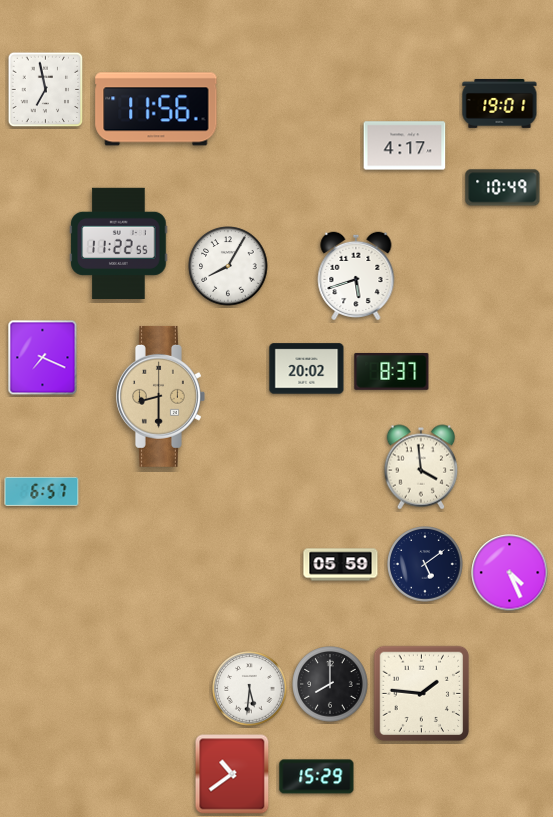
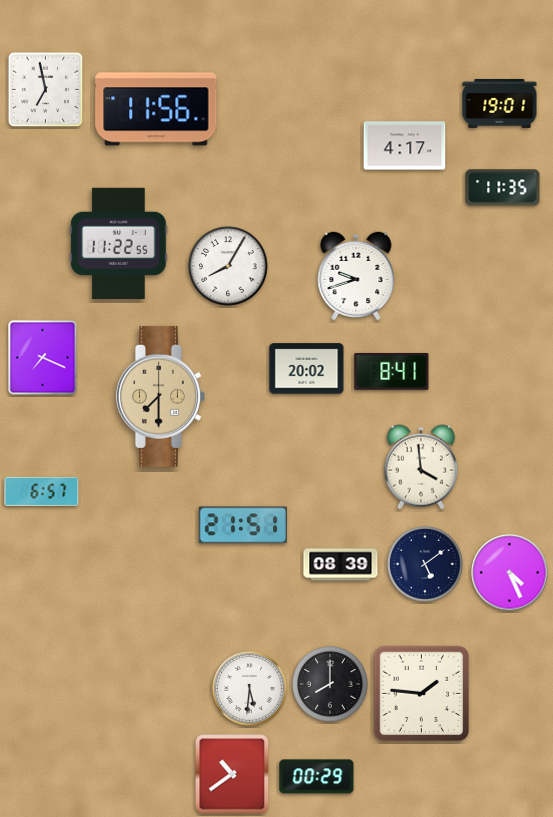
clock at (503, 188): 10:49 -> 11:35
clock at (356, 276): 5:42 -> 9:42
clock at (392, 371): 8:37 -> 8:41
clock at (160, 396): 8:30 -> 7:30
clock at (243, 525): none -> 21:51
clock at (341, 565): 05:59 -> 08:39
clock at (317, 777): 15:29 -> 00:29
